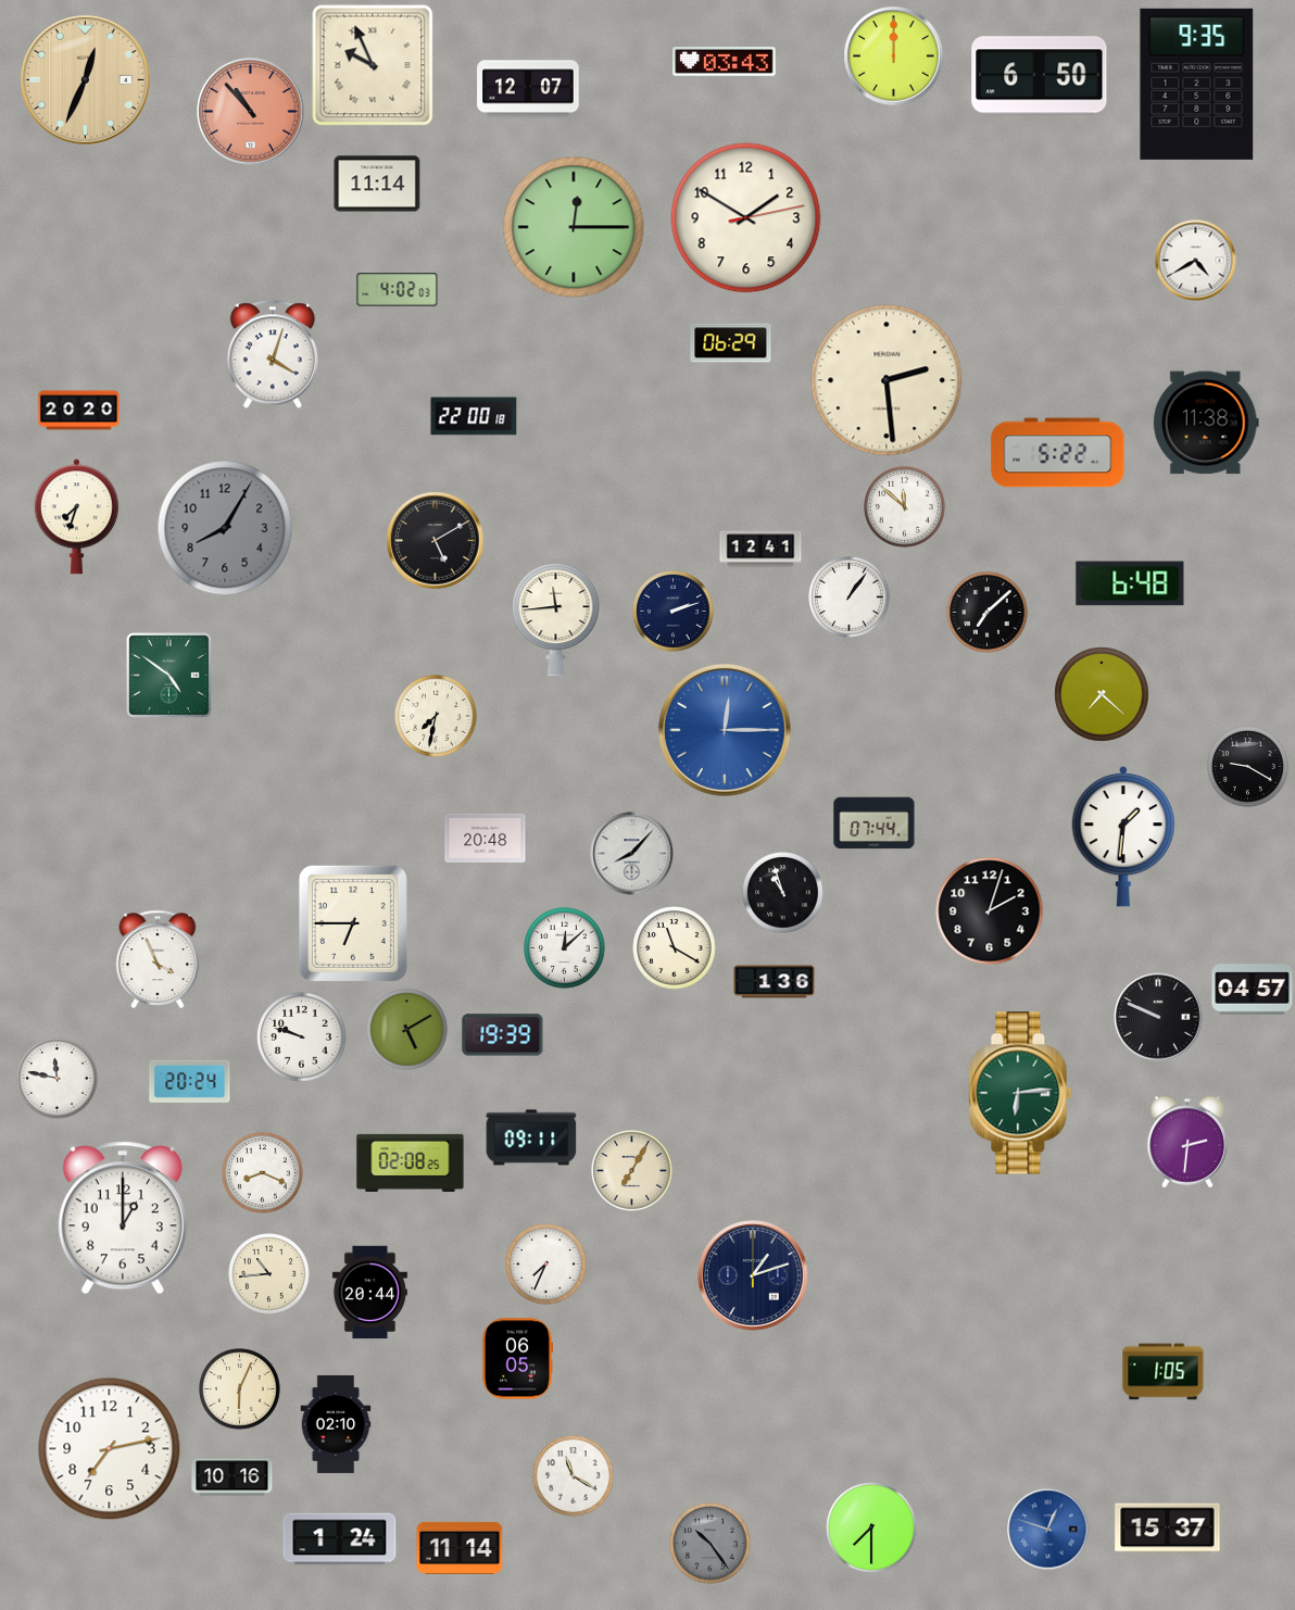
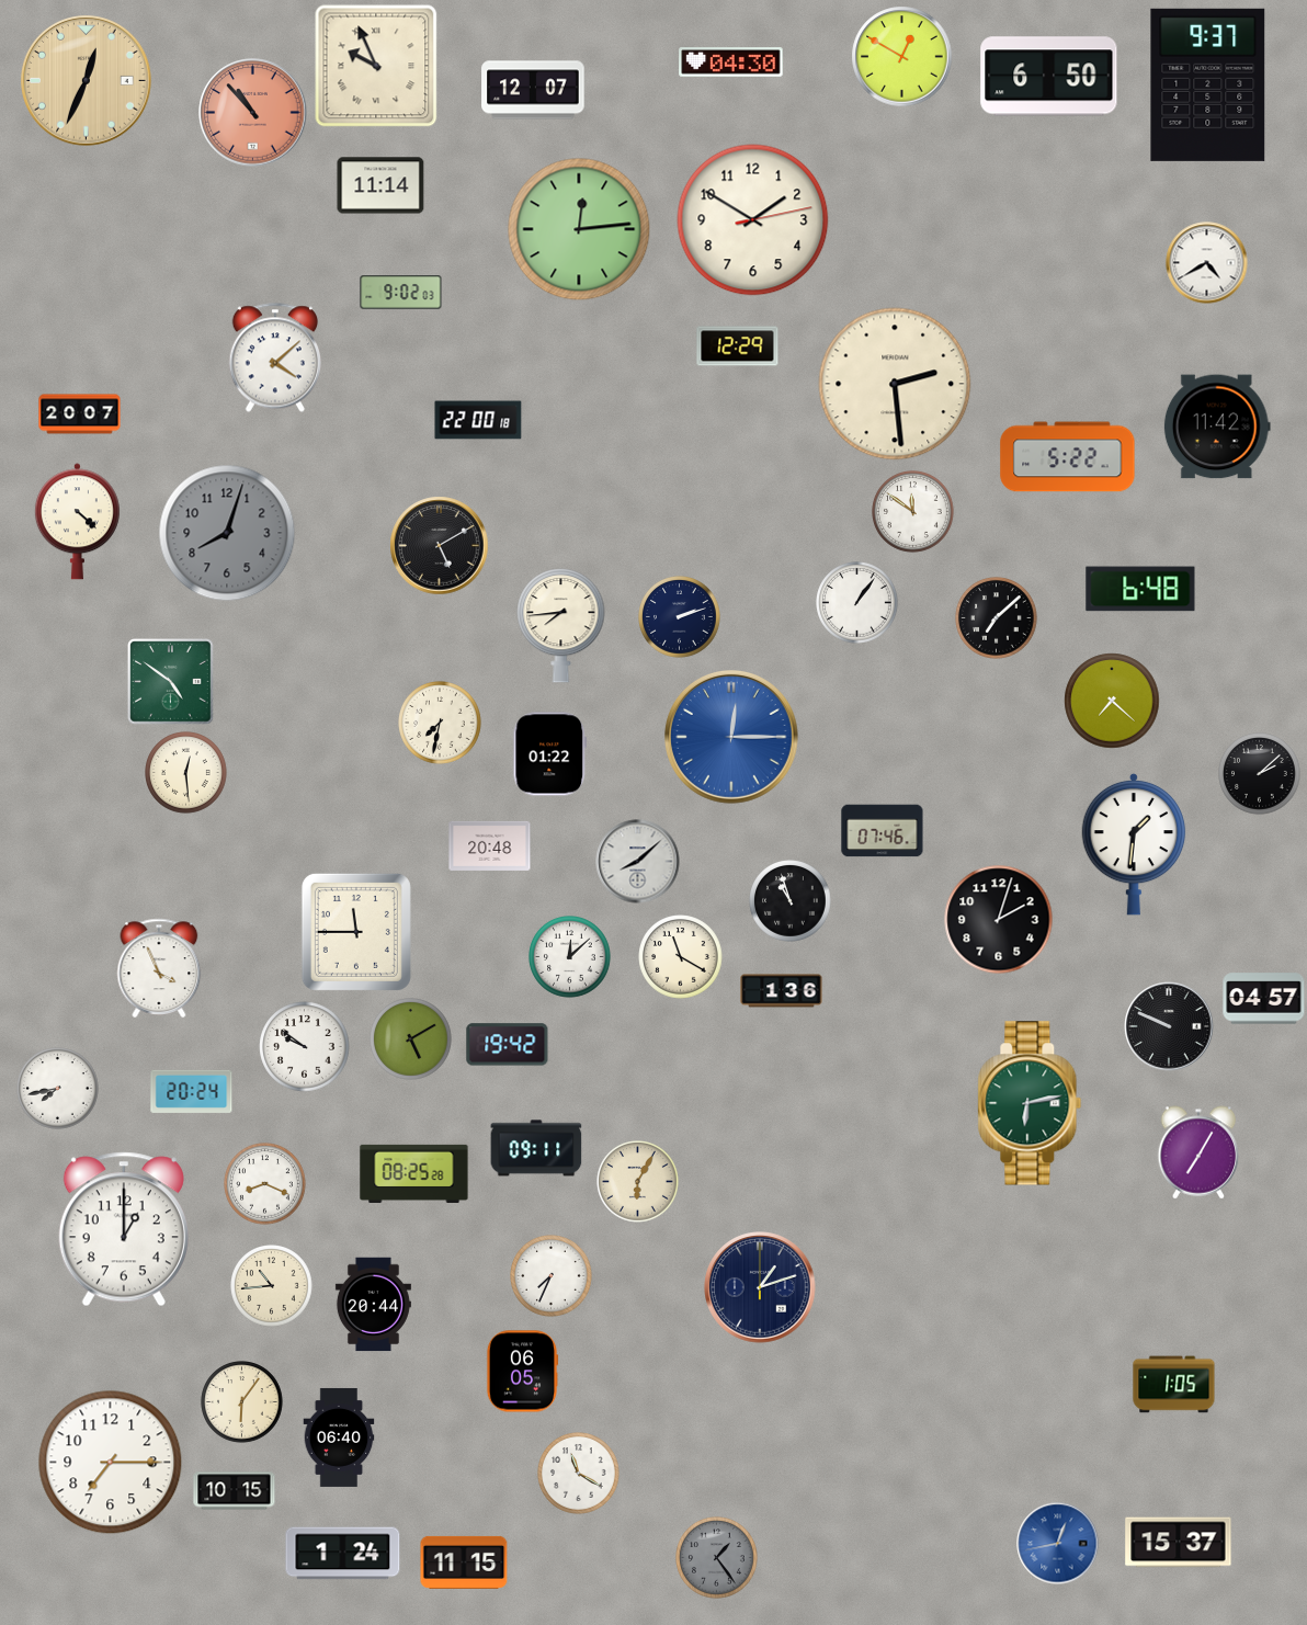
clock at (894, 56): 12:00 -> 12:50
clock at (725, 62): 03:43 -> 04:30
clock at (1197, 84): 9:35 -> 9:37
clock at (574, 227): 12:15 -> 12:14
clock at (398, 290): 4:02 -> 9:02
clock at (731, 343): 06:29 -> 12:29
clock at (272, 354): 4:03 -> 4:08
clock at (79, 411): 20:20 -> 20:07
clock at (1206, 423): 11:38 -> 11:42
clock at (905, 507): 11:52 -> 11:51
clock at (76, 517): 7:33 -> 4:22
clock at (225, 528): 8:05 -> 8:03
clock at (760, 549): 12:41 -> none
clock at (556, 620): 11:44 -> 7:44
clock at (550, 754): none -> 01:22
clock at (186, 773): none -> 12:29
clock at (1248, 767): 9:20 -> 2:08
clock at (875, 823): 07:44 -> 07:46
clock at (632, 854): 8:07 -> 8:08
clock at (353, 923): 6:45 -> 11:45
clock at (503, 1035): 19:39 -> 19:42
clock at (302, 1037): 9:48 -> 9:51
clock at (58, 1079): 11:47 -> 7:43
clock at (1020, 1093): 6:14 -> 6:13
clock at (1187, 1142): 2:31 -> 7:05
clock at (411, 1162): 02:08 -> 08:25
clock at (632, 1171): 7:05 -> 6:05
clock at (240, 1389): 6:04 -> 6:06
clock at (336, 1424): 02:10 -> 06:40
clock at (110, 1449): 7:13 -> 7:15
clock at (574, 1476) position: (574, 1476) -> (579, 1474)
clock at (232, 1477): 10:16 -> 10:15
clock at (871, 1527): 7:30 -> none
clock at (1048, 1530): 12:48 -> 12:43
clock at (711, 1544): 10:24 -> 1:24
clock at (460, 1548): 11:14 -> 11:15
